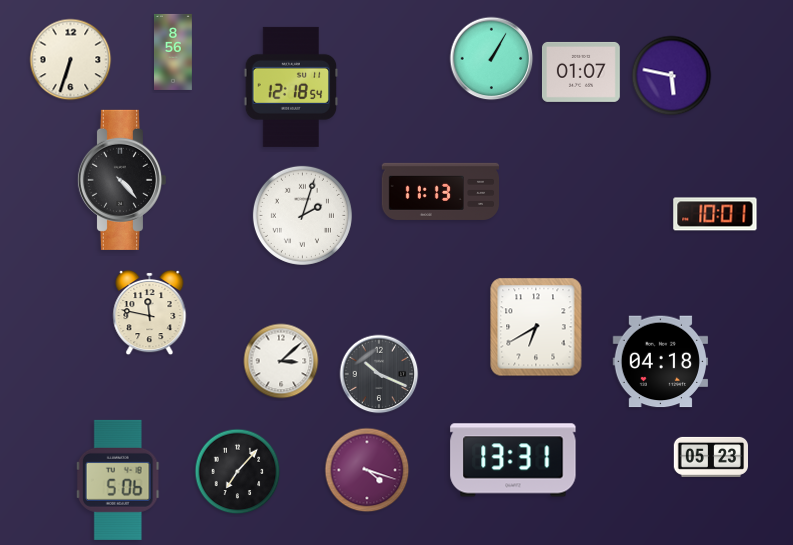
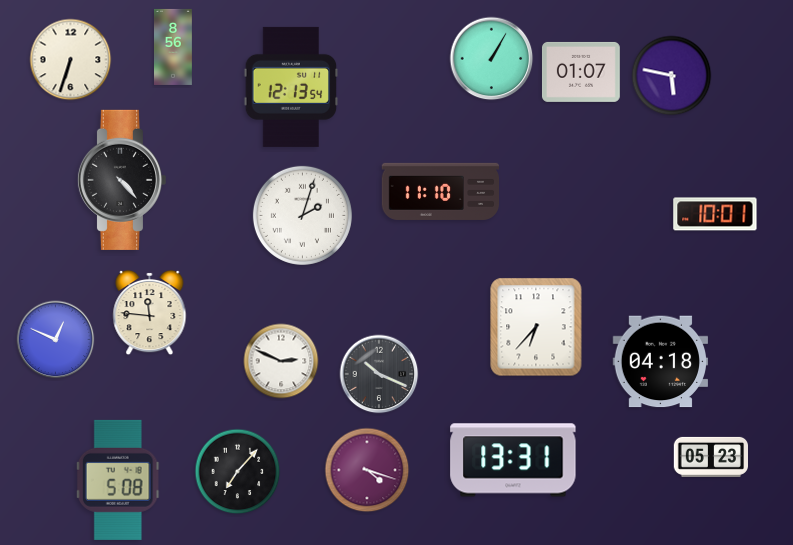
clock at (174, 52) position: (174, 52) -> (174, 47)
clock at (291, 87): 12:18 -> 12:13
clock at (440, 191): 11:13 -> 11:10
clock at (150, 313): 11:47 -> 11:46
clock at (536, 327): 6:40 -> 6:37
clock at (56, 340): none -> 12:49
clock at (281, 361): 3:08 -> 2:49
clock at (118, 480): 5:06 -> 5:08
